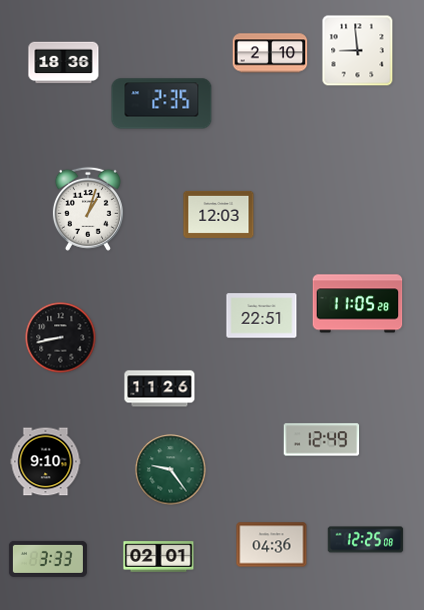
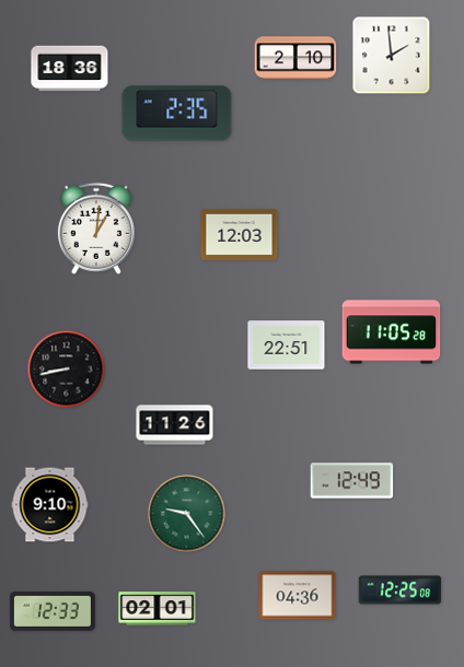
clock at (358, 51): 8:59 -> 1:59
clock at (88, 209): 1:03 -> 1:01
clock at (159, 557) position: (159, 557) -> (158, 609)
clock at (48, 559): 3:33 -> 12:33
